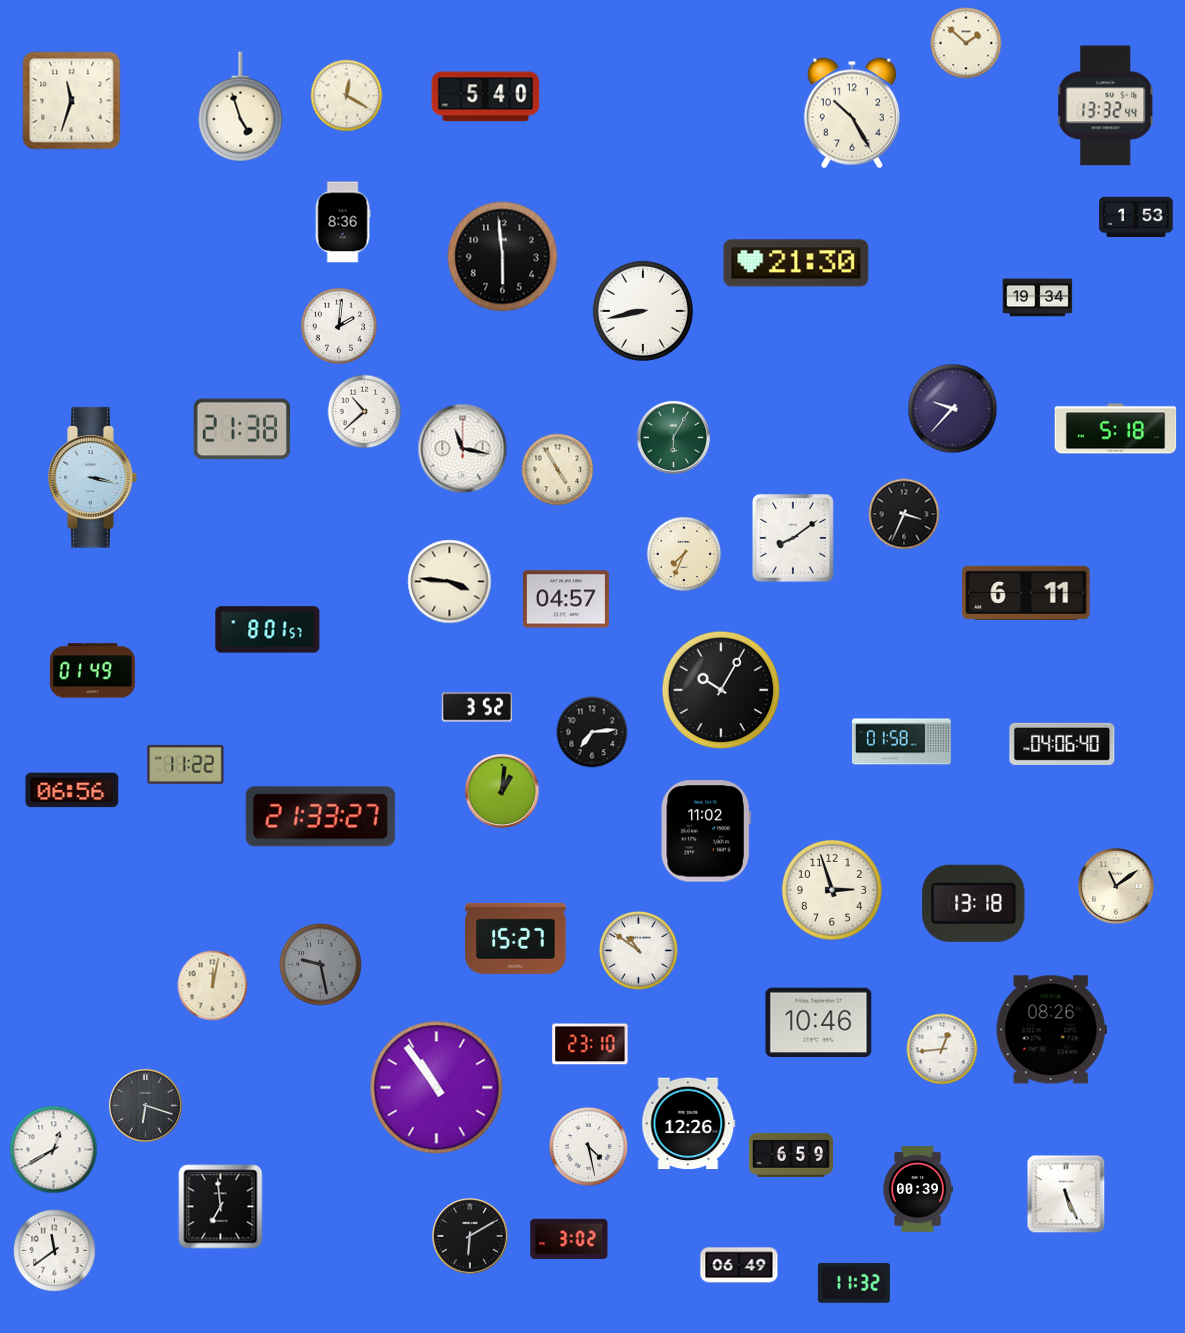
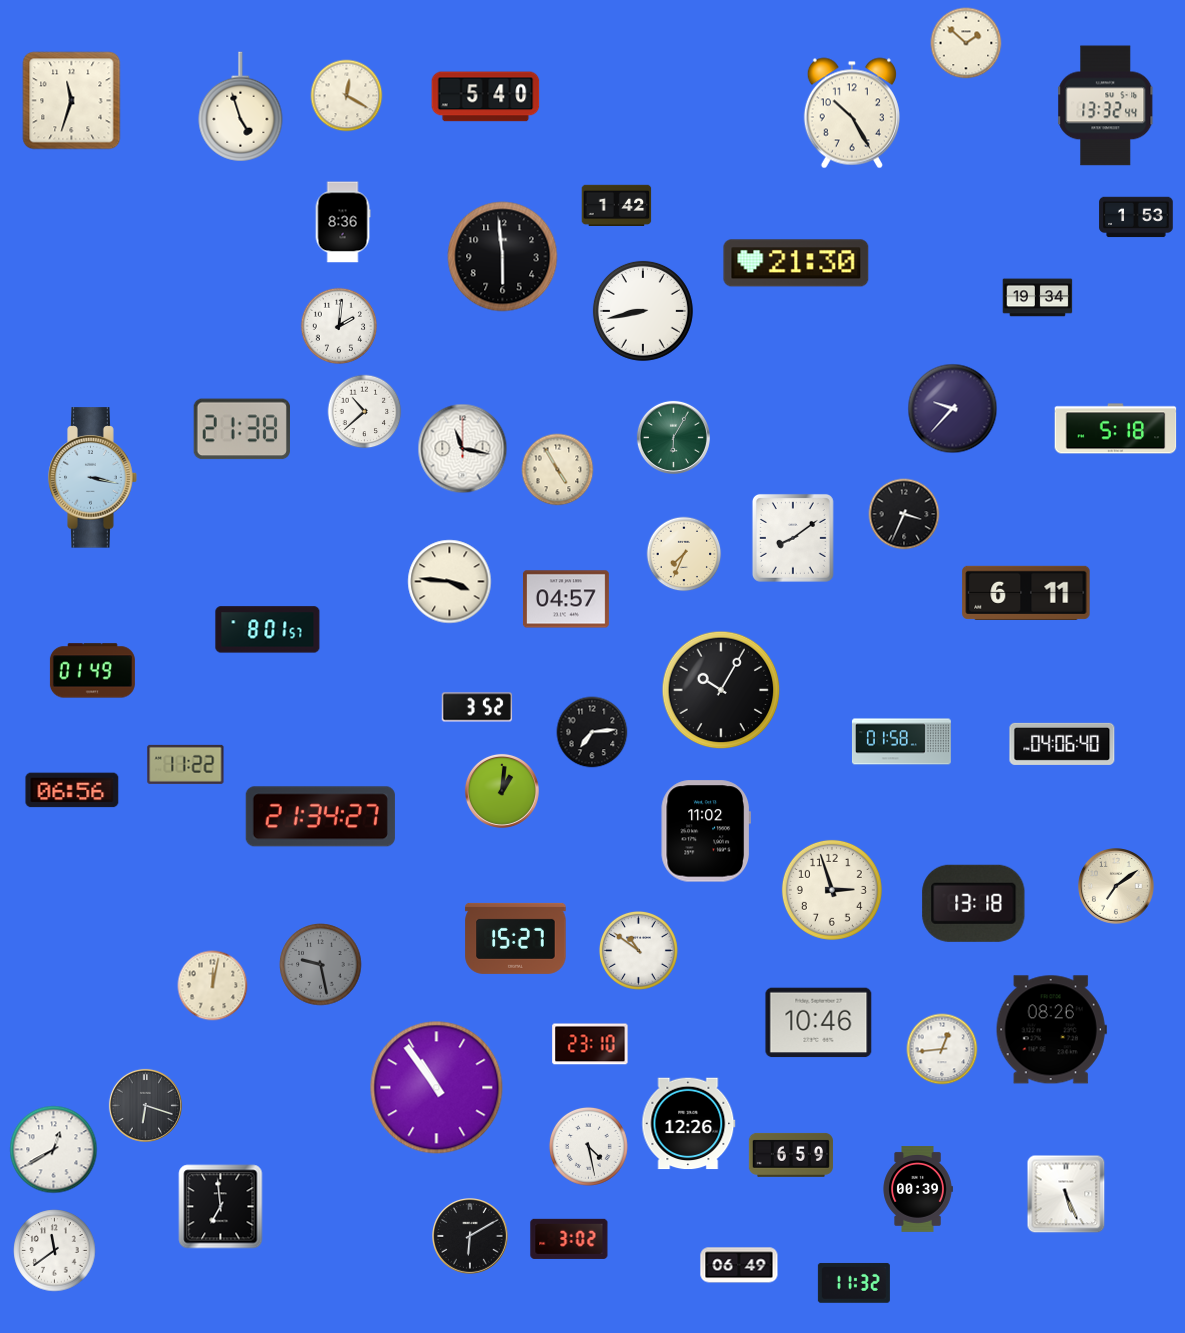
clock at (617, 205): none -> 1:42
clock at (320, 817): 21:33 -> 21:34
clock at (1117, 887): 11:09 -> 7:09
